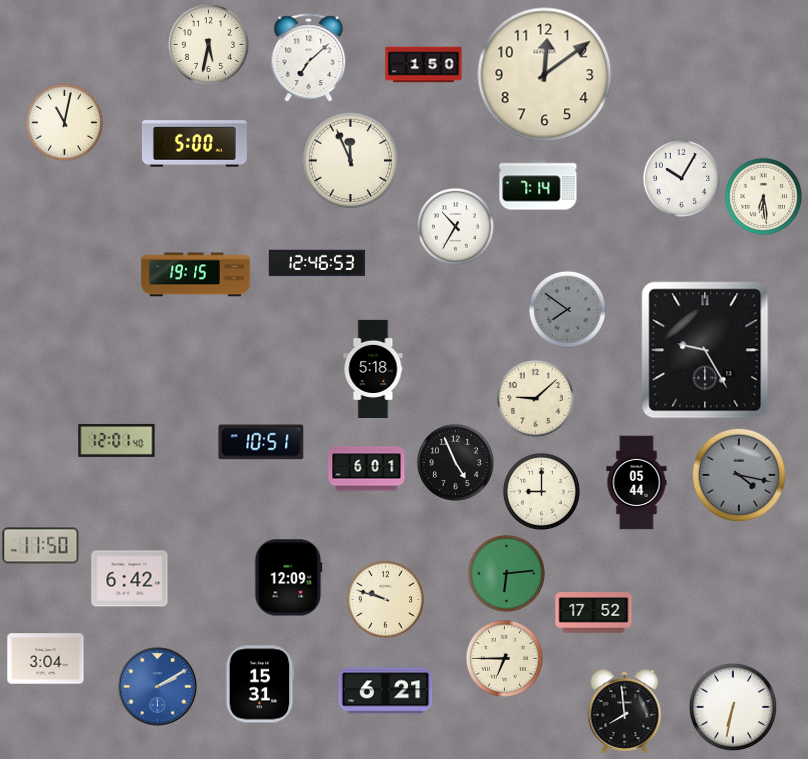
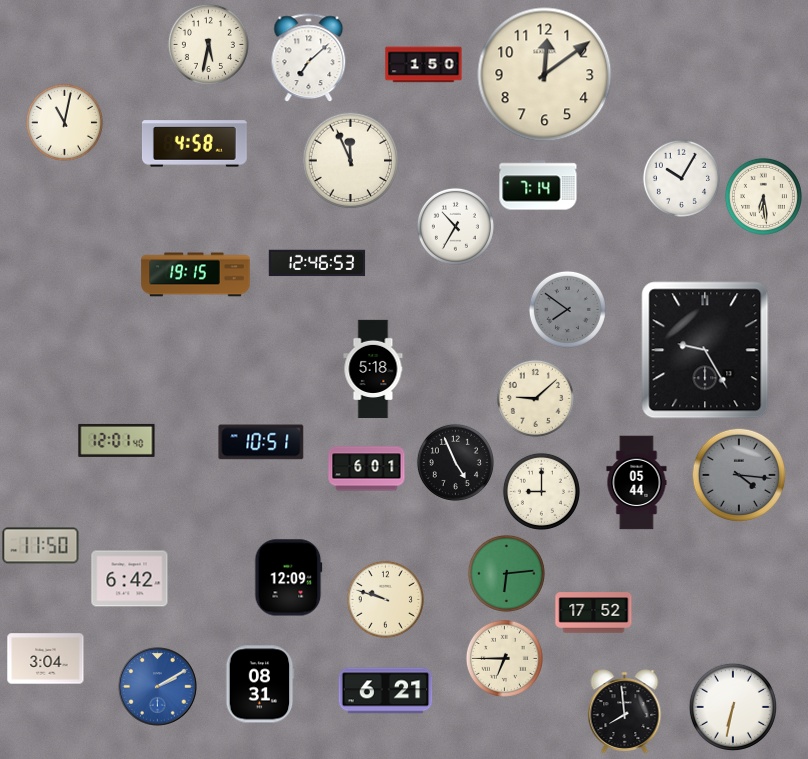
clock at (194, 144): 5:00 -> 4:58
clock at (738, 474): 4:17 -> 4:16
clock at (260, 684): 15:31 -> 08:31
